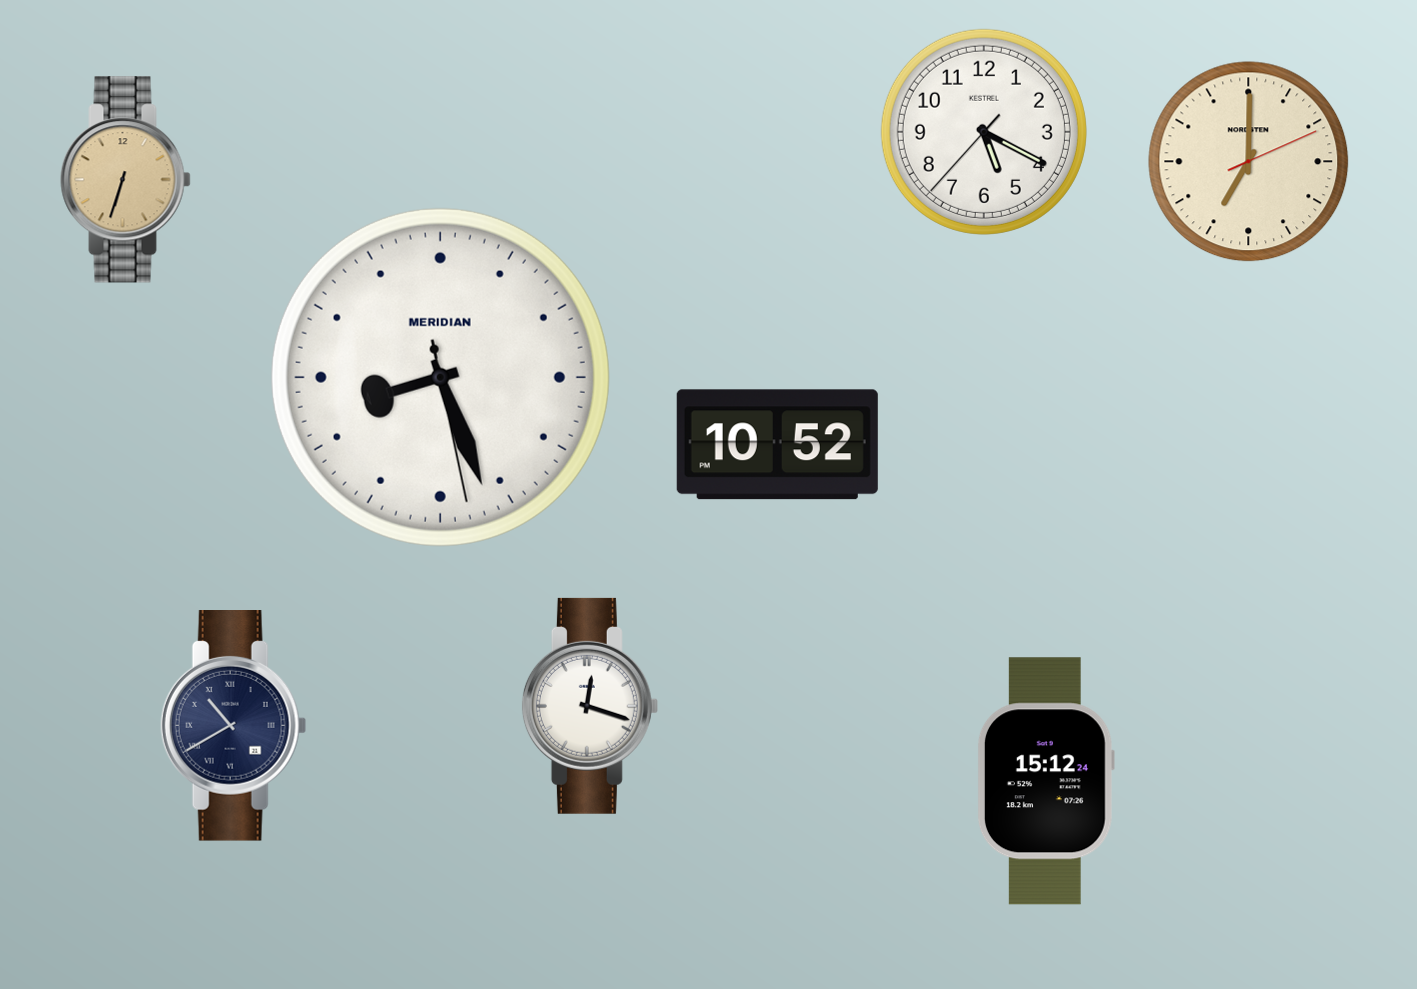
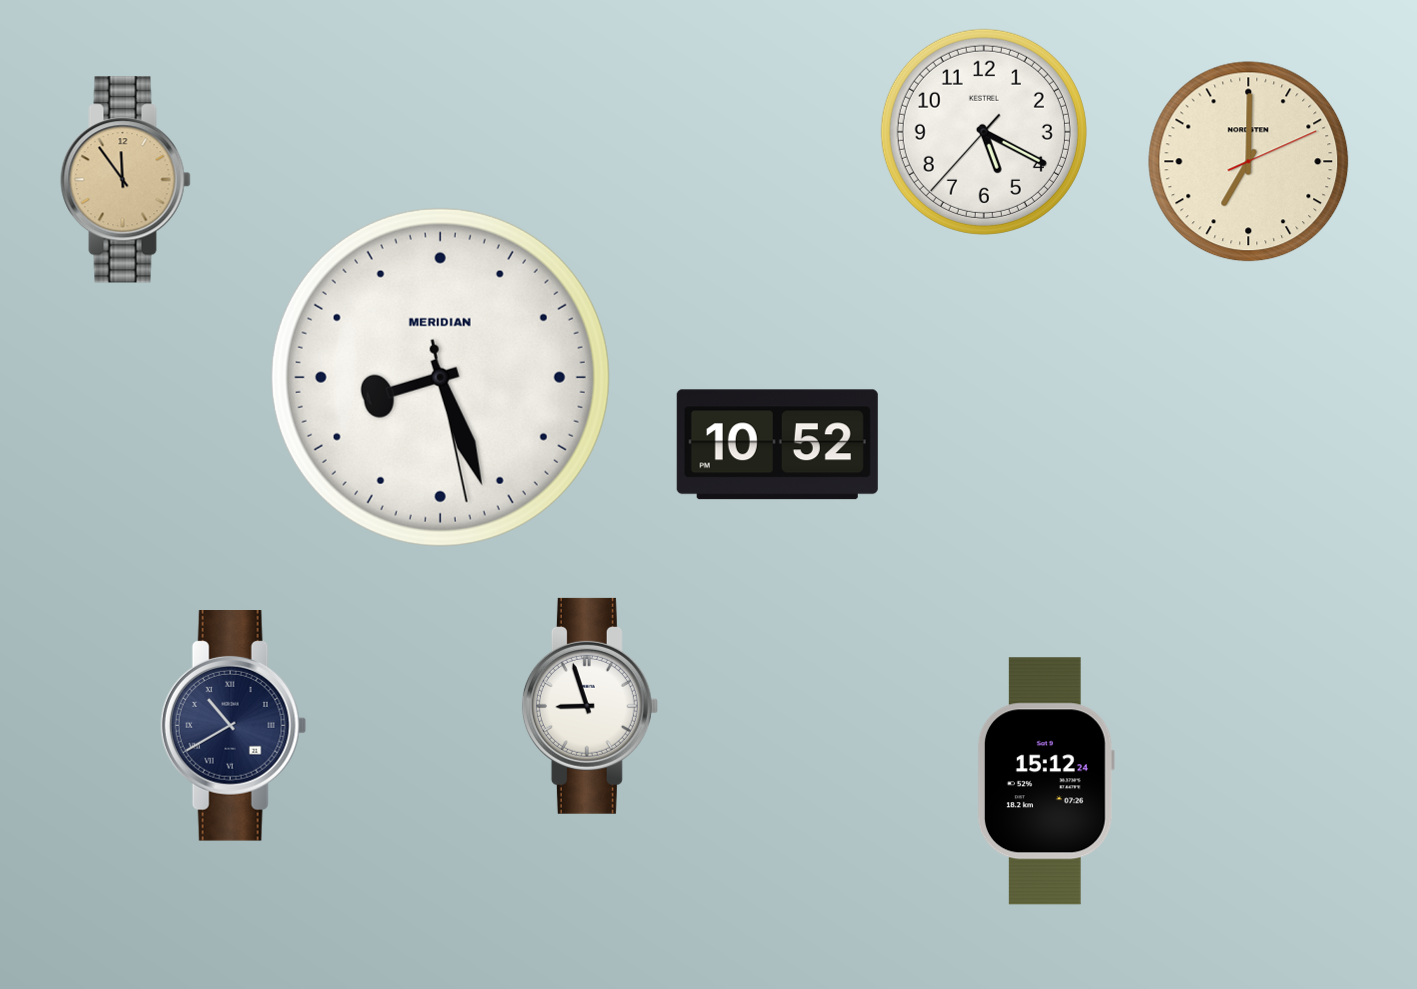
clock at (126, 180): 6:33 -> 11:54
clock at (590, 706): 12:18 -> 8:57
